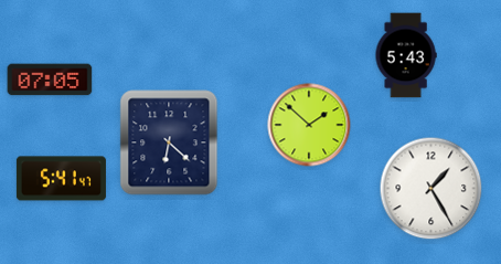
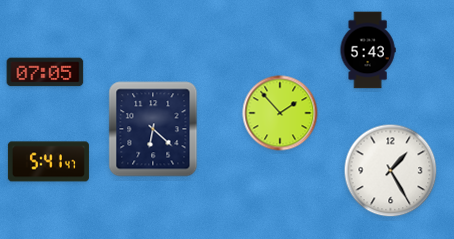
clock at (309, 125): 1:52 -> 1:53
clock at (61, 179) position: (61, 179) -> (48, 162)
